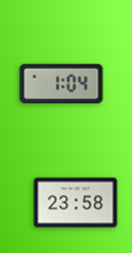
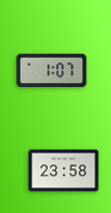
clock at (62, 84): 1:04 -> 1:07
